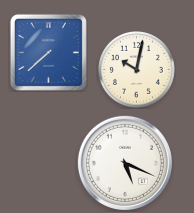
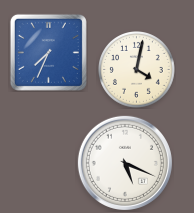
clock at (48, 52): 7:38 -> 7:34
clock at (137, 70): 10:02 -> 4:02
